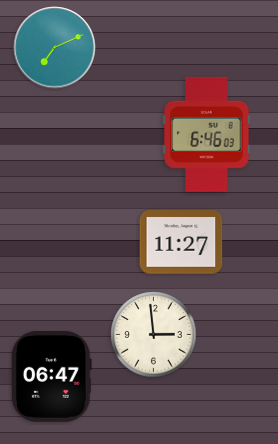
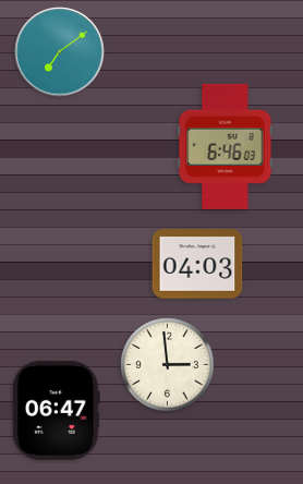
clock at (55, 48): 7:11 -> 7:09
clock at (181, 242): 11:27 -> 04:03
